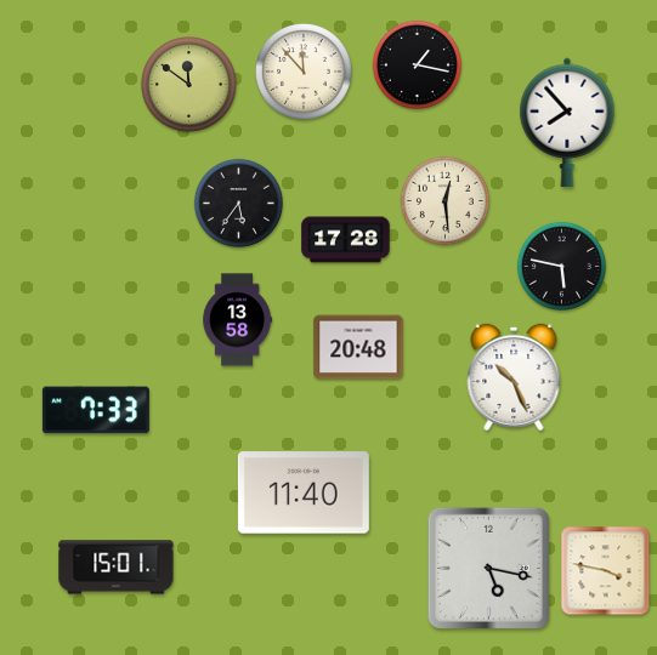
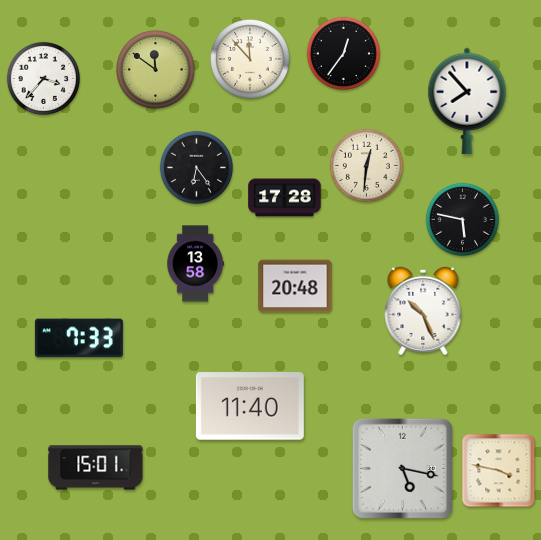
clock at (417, 64): 1:17 -> 12:36
clock at (43, 78): none -> 3:37
clock at (444, 200): 12:29 -> 12:31
clock at (238, 203): 5:36 -> 6:24
